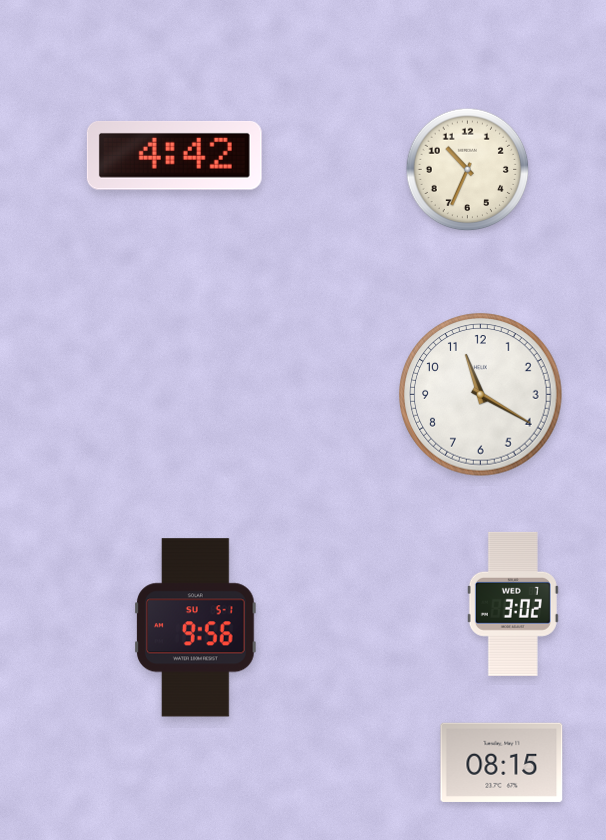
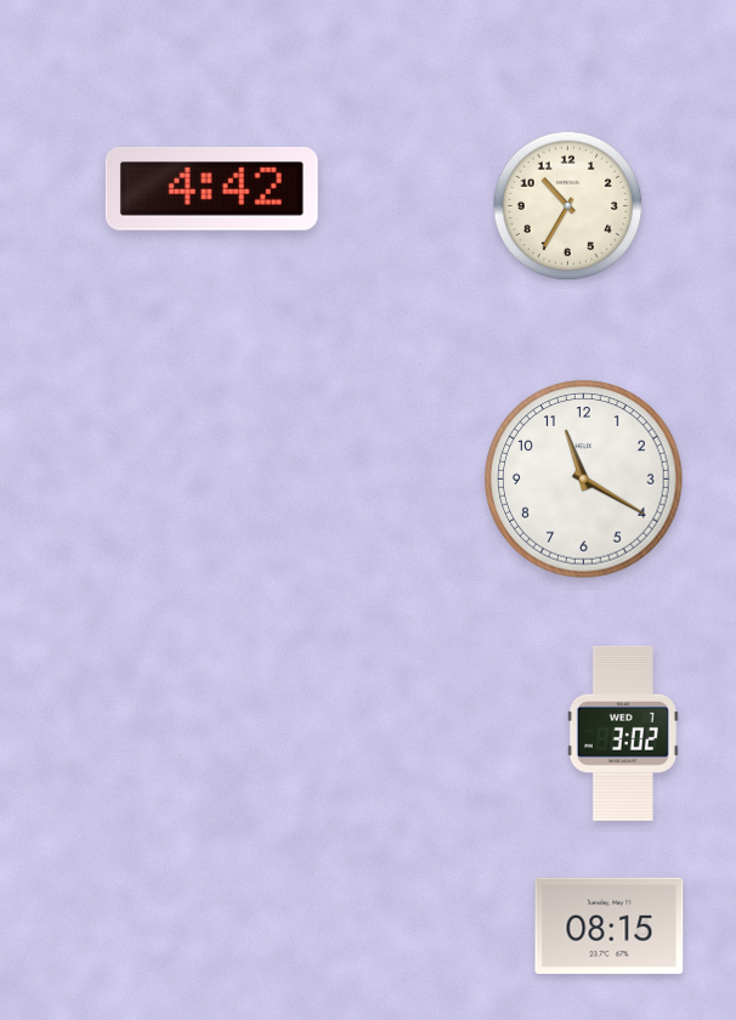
clock at (468, 170): 10:34 -> 10:35
clock at (196, 628): 9:56 -> none
